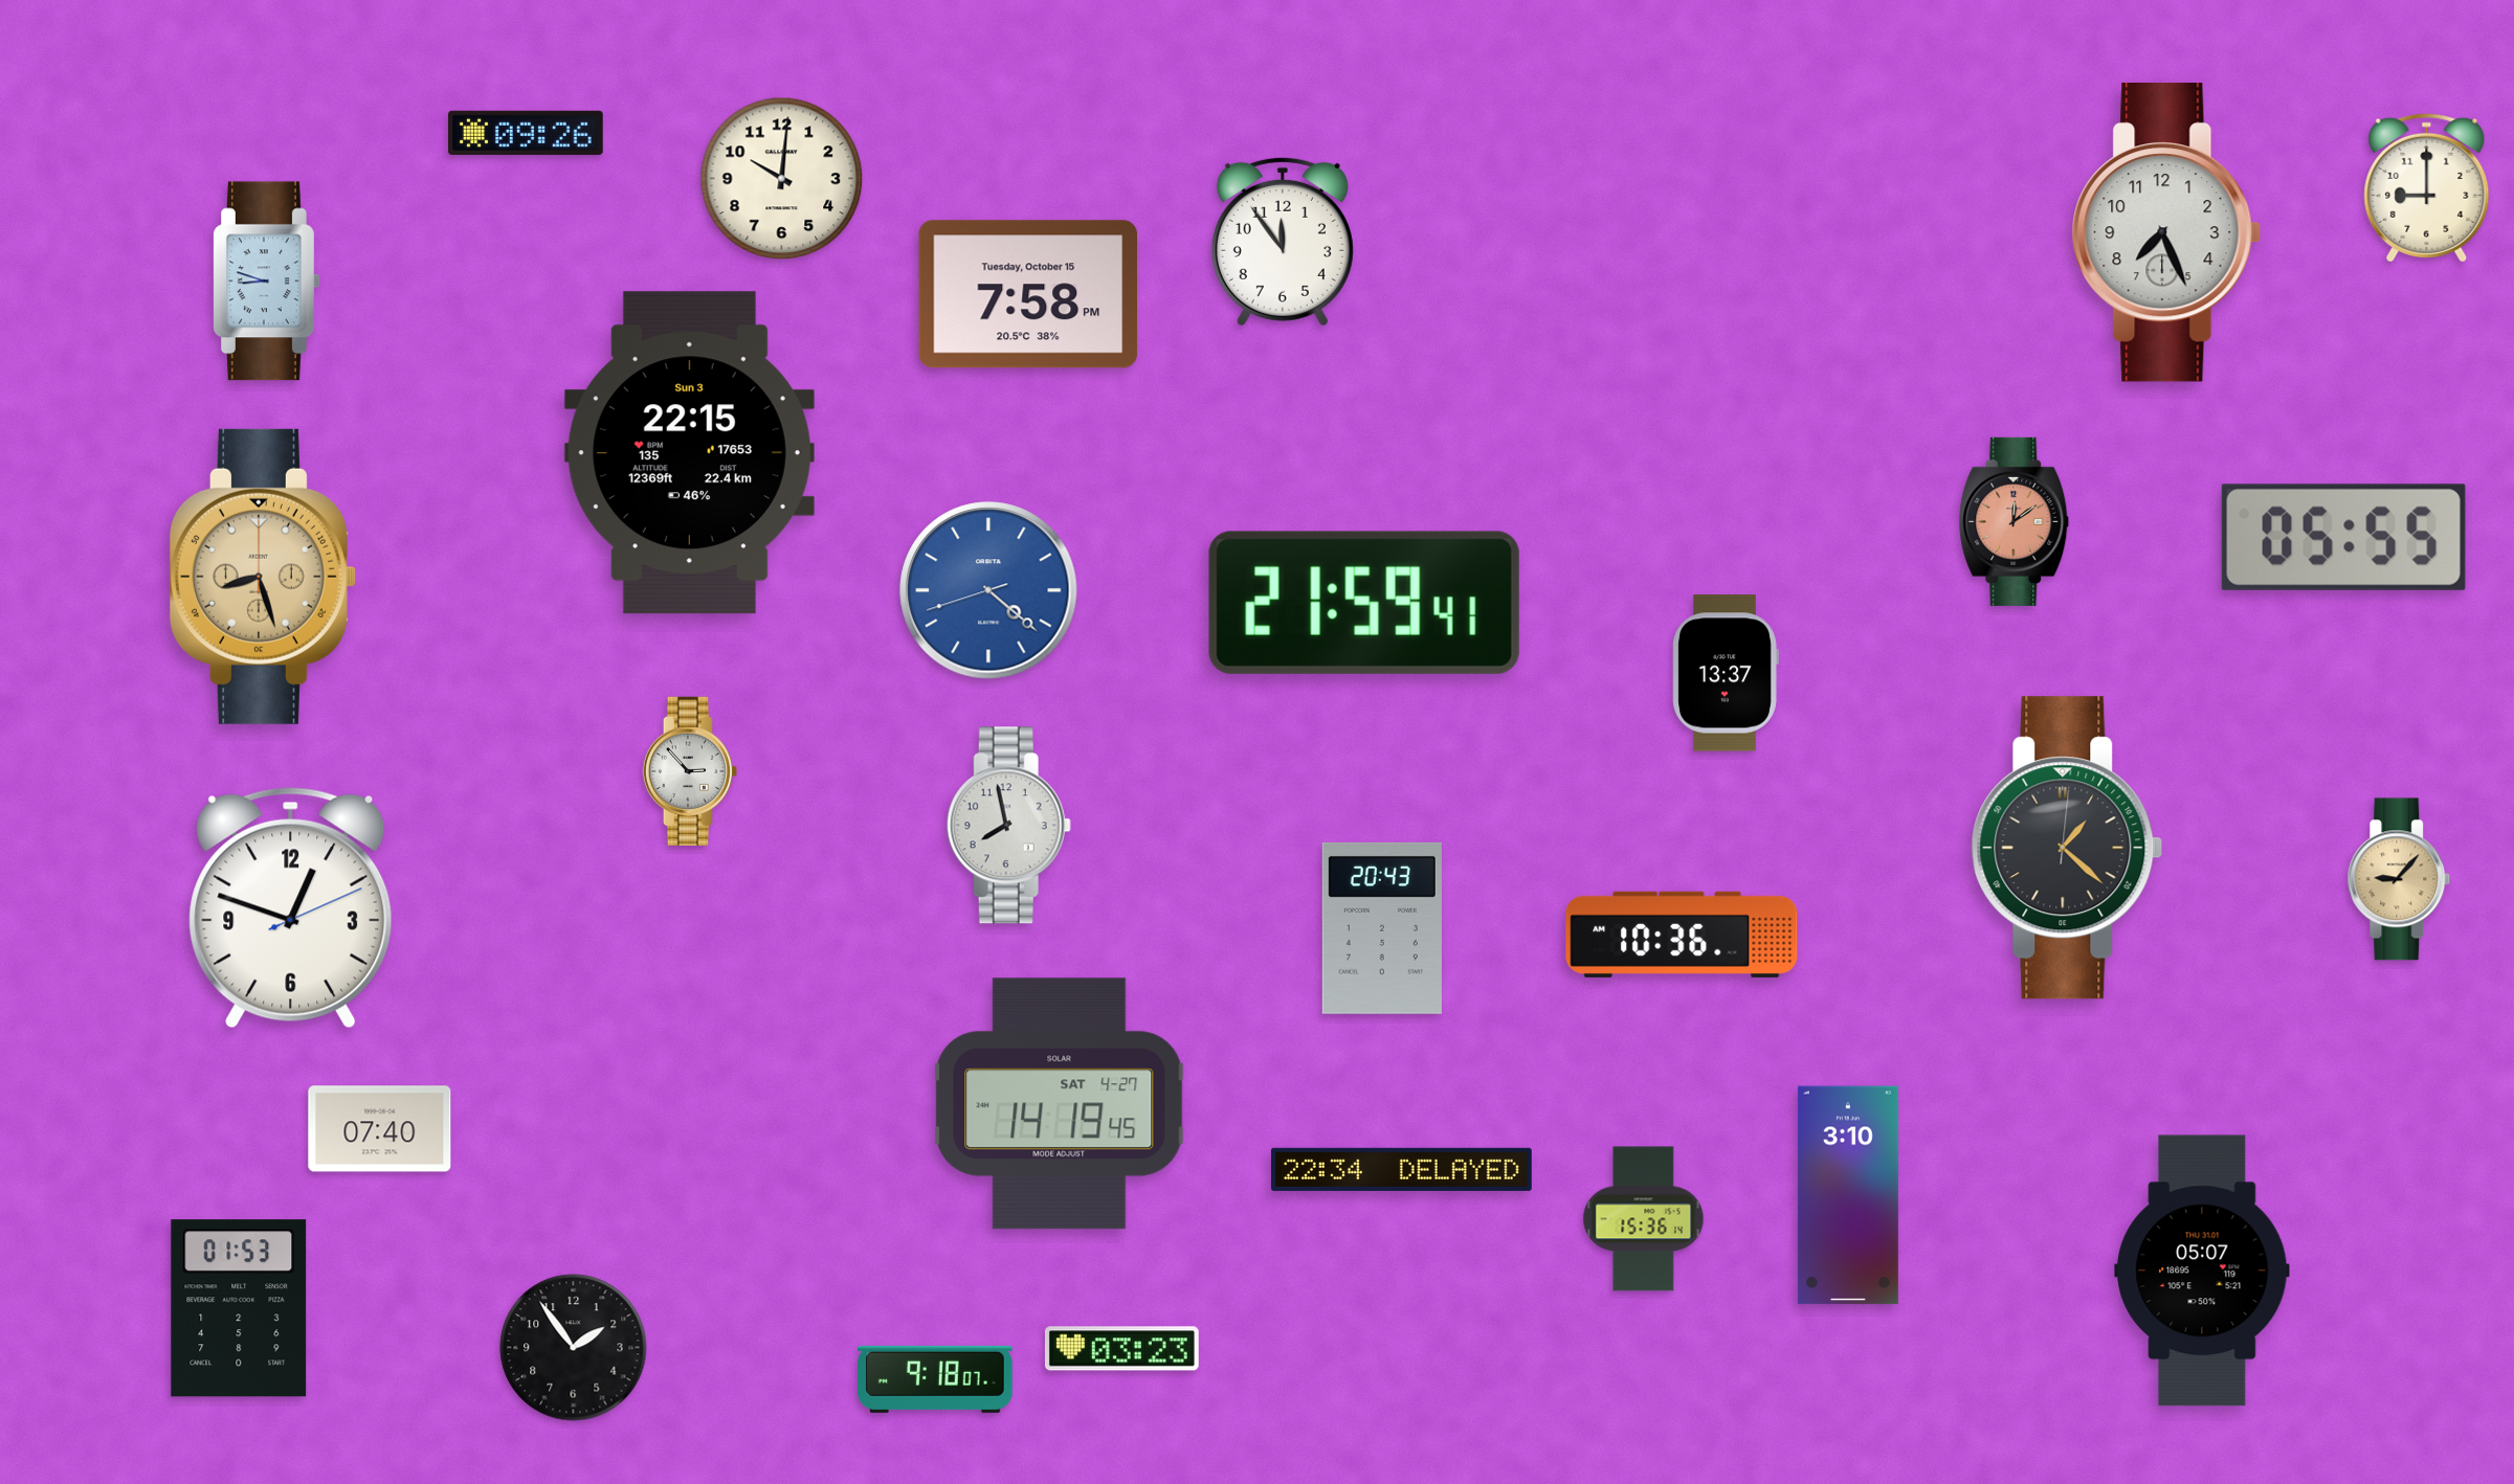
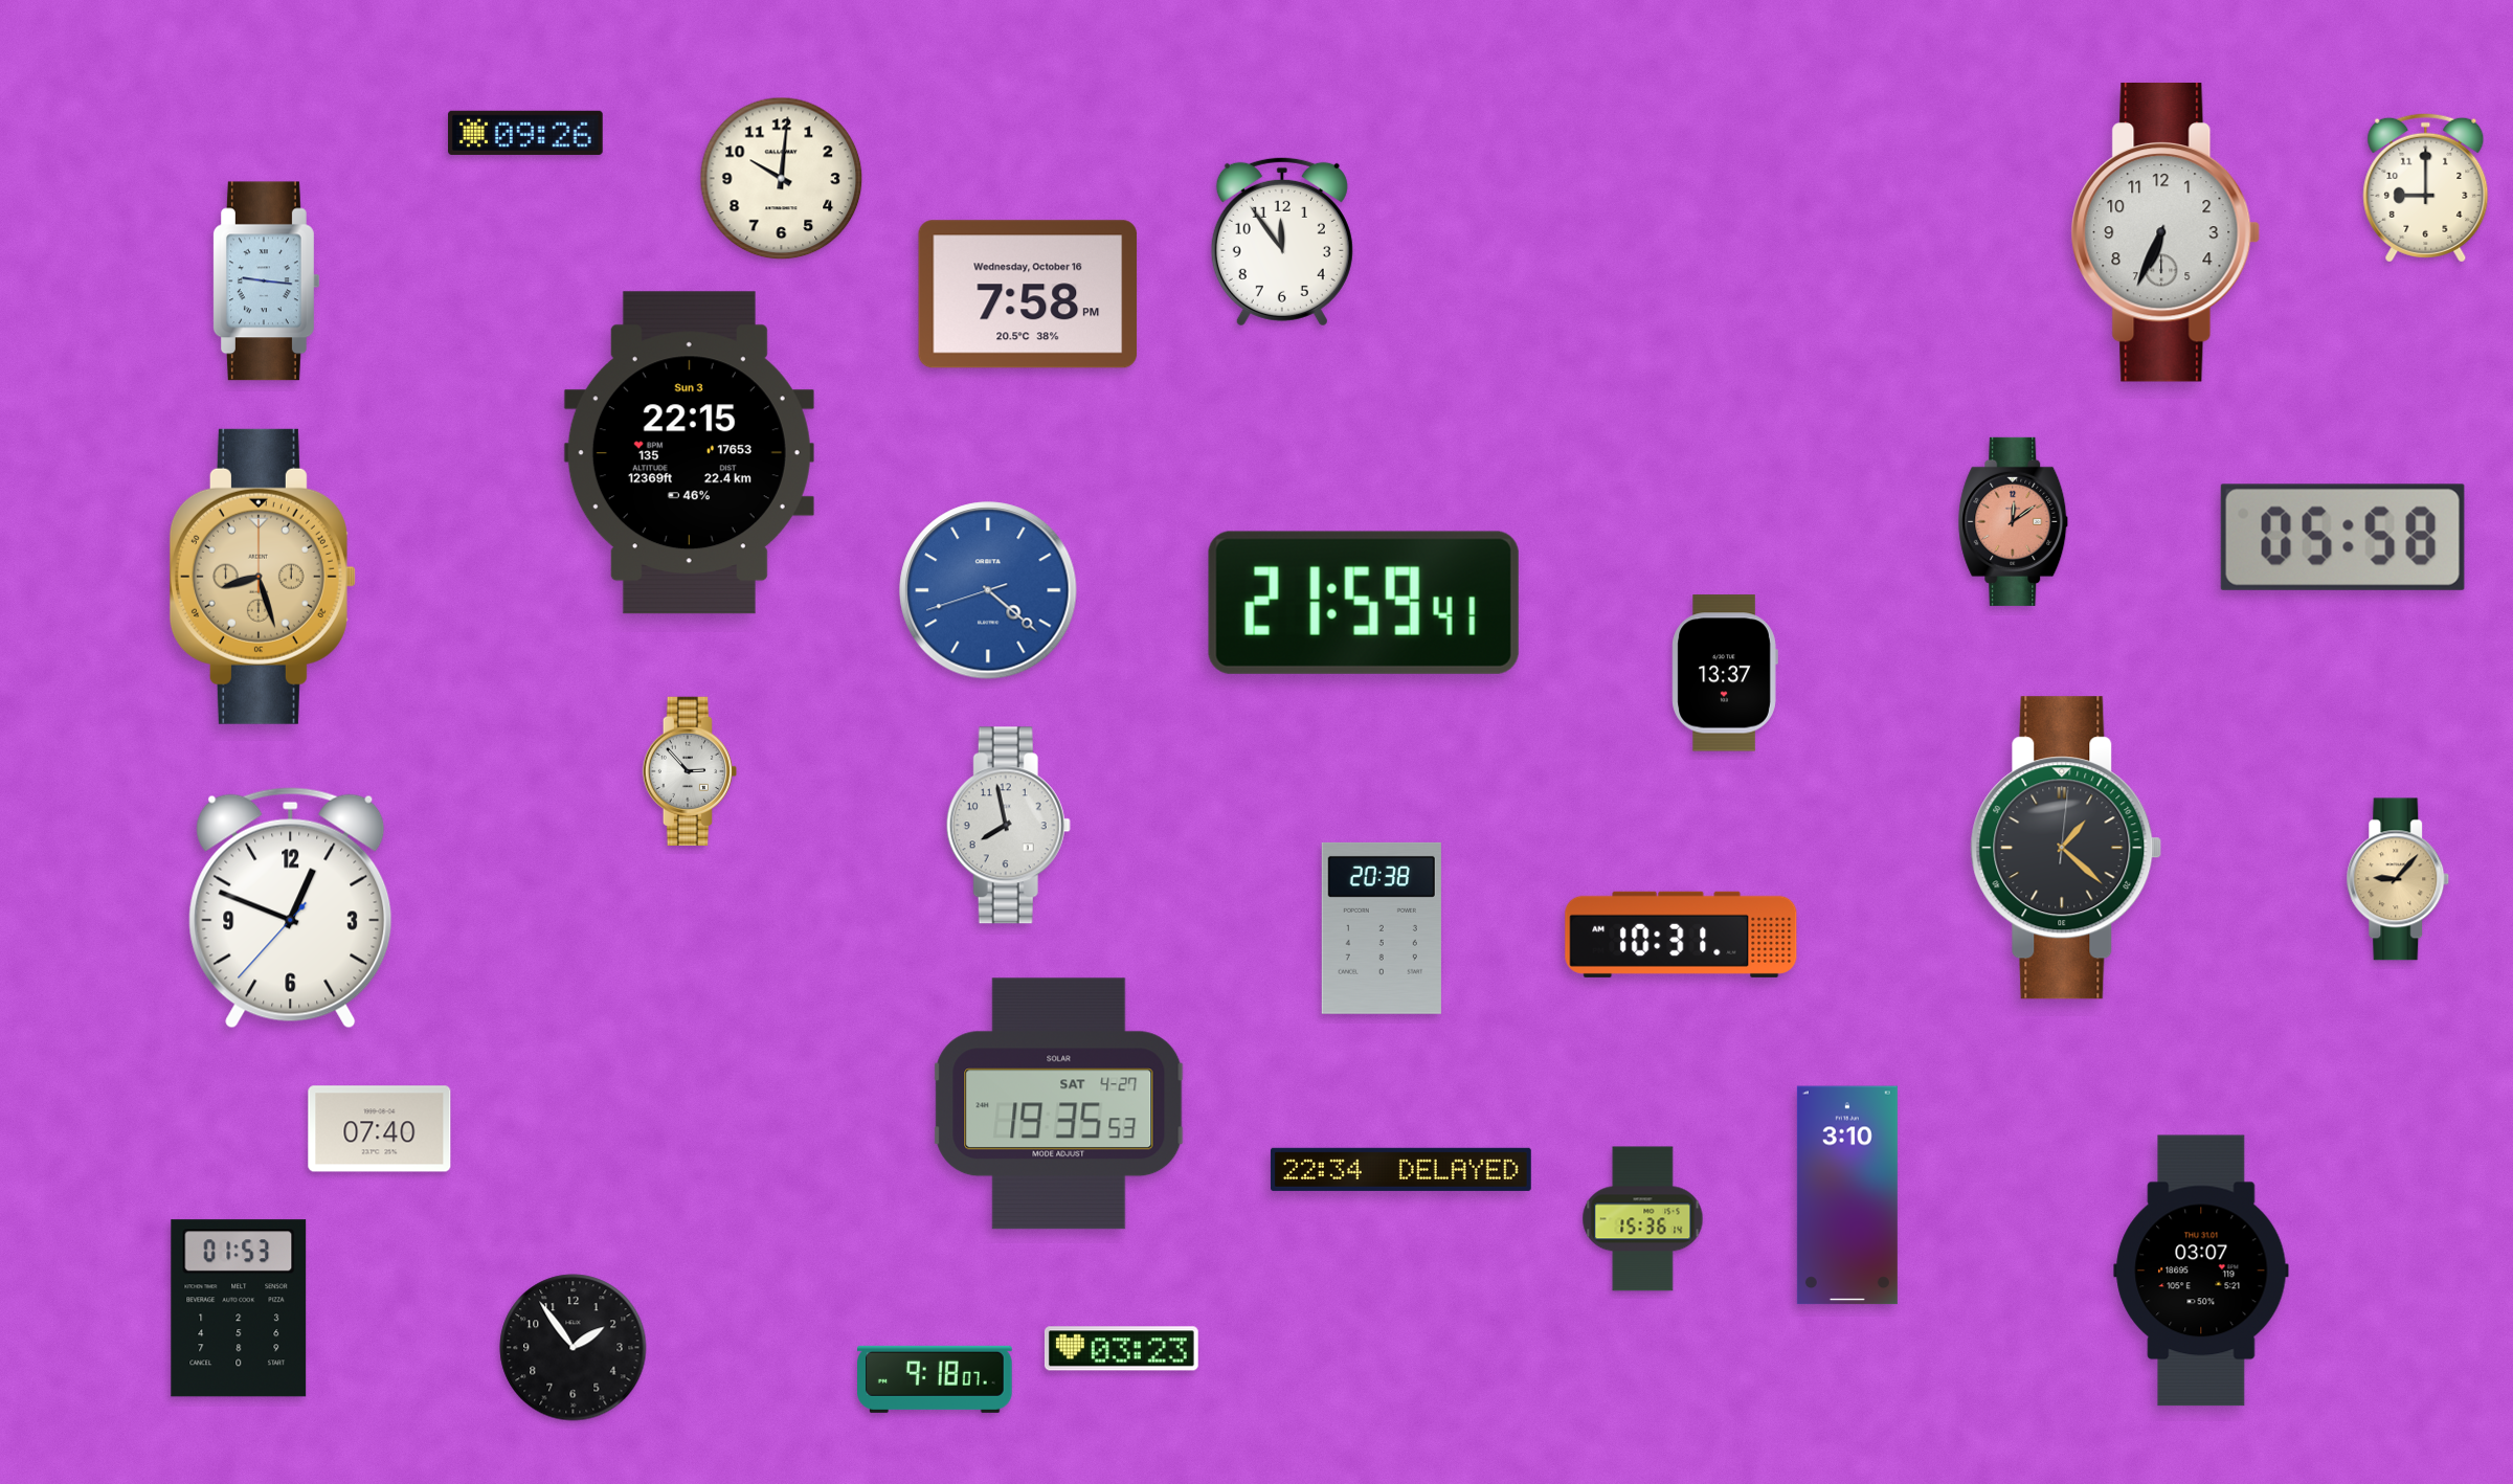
clock at (2166, 232): 7:26 -> 6:34
clock at (266, 282): 8:48 -> 9:16
clock at (1028, 294) date: Tuesday, October 15 -> Wednesday, October 16
clock at (2343, 537): 05:55 -> 05:58
clock at (291, 908): 12:48:11 -> 12:48:37
clock at (1382, 928): 20:43 -> 20:38
clock at (1682, 935): 10:36 -> 10:31
clock at (1060, 1104): 14:19 -> 19:35
clock at (2202, 1271): 05:07 -> 03:07
